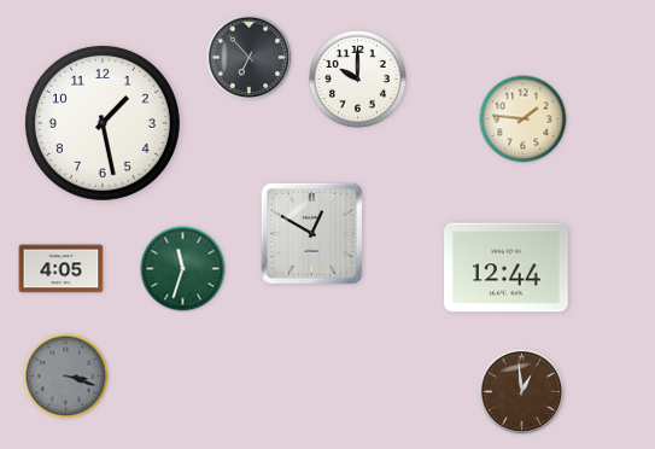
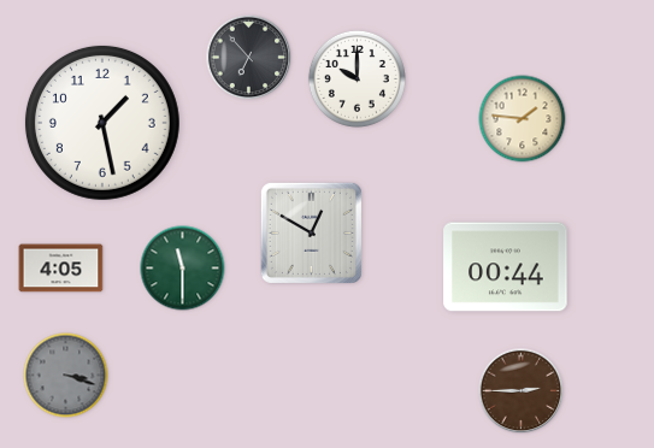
clock at (507, 268): 12:44 -> 00:44
clock at (183, 269): 11:33 -> 11:30
clock at (522, 392): 12:59 -> 2:45
